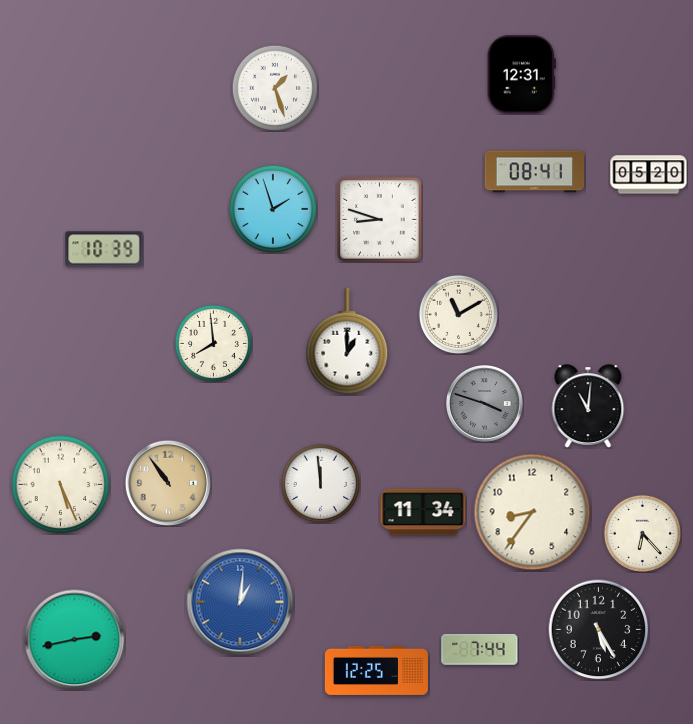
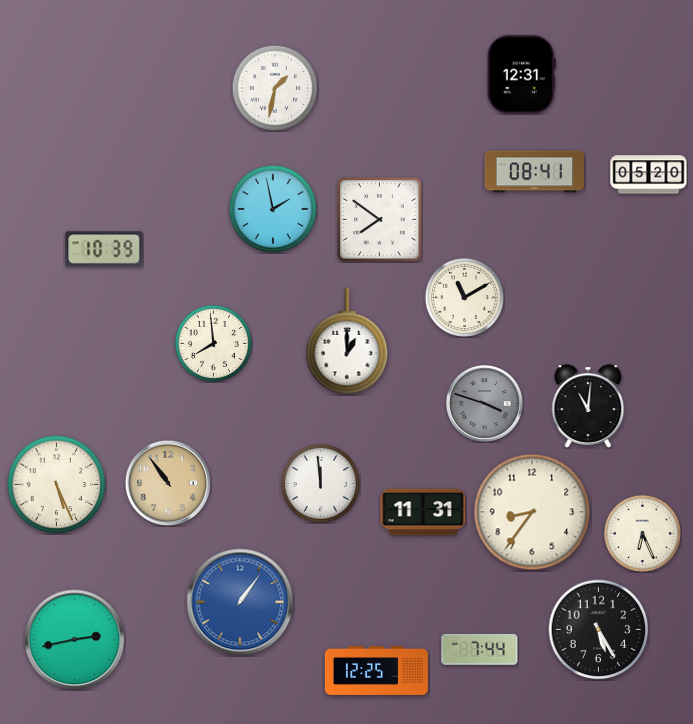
clock at (274, 87): 1:27 -> 1:32
clock at (273, 209): 1:57 -> 1:58
clock at (380, 220): 8:48 -> 7:51
clock at (458, 314) position: (458, 314) -> (464, 297)
clock at (61, 485) position: (61, 485) -> (57, 485)
clock at (423, 512): 11:34 -> 11:31
clock at (642, 533): 6:23 -> 6:26
clock at (240, 602): 1:01 -> 1:06
